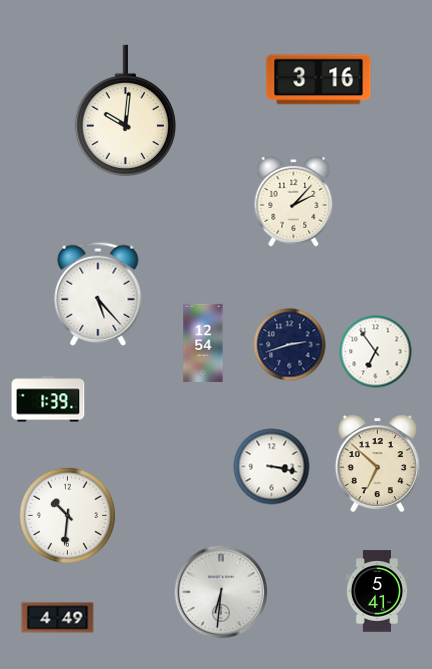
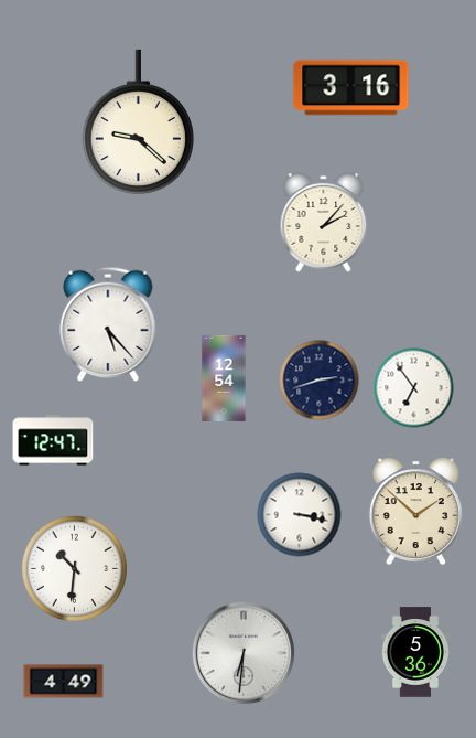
clock at (125, 111): 10:01 -> 9:22
clock at (48, 399): 1:39 -> 12:47
clock at (377, 464): 6:52 -> 1:52
clock at (376, 591): 5:41 -> 5:36
